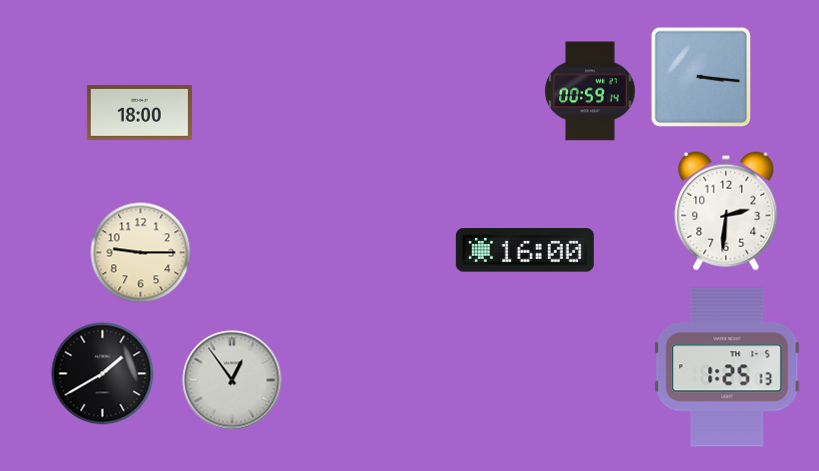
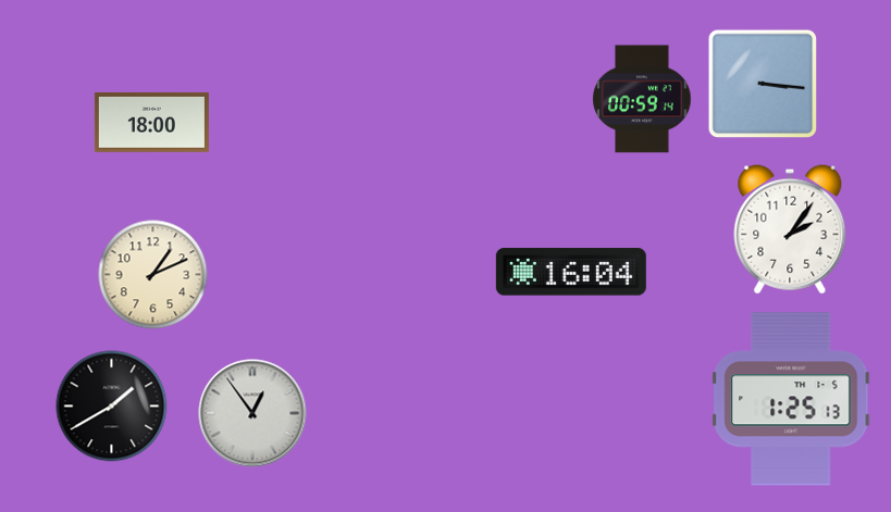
clock at (726, 211): 2:31 -> 2:06
clock at (525, 250): 16:00 -> 16:04
clock at (141, 253): 9:15 -> 1:11
